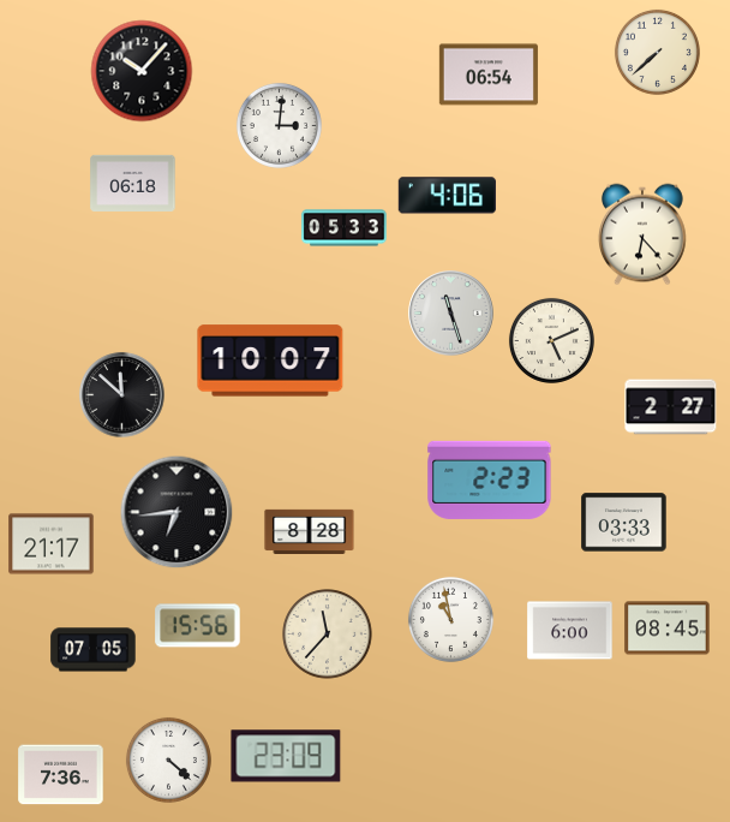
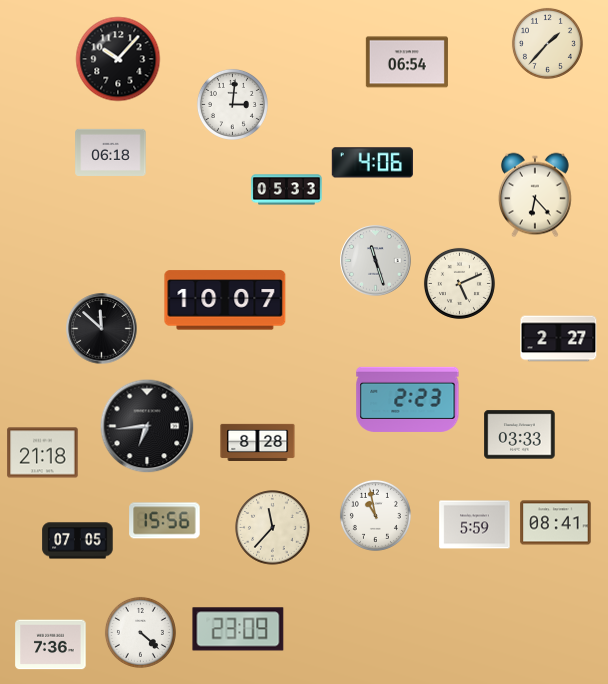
clock at (657, 52): 7:38 -> 1:37
clock at (52, 544): 21:17 -> 21:18
clock at (668, 629): 08:45 -> 08:41
clock at (570, 631): 6:00 -> 5:59
